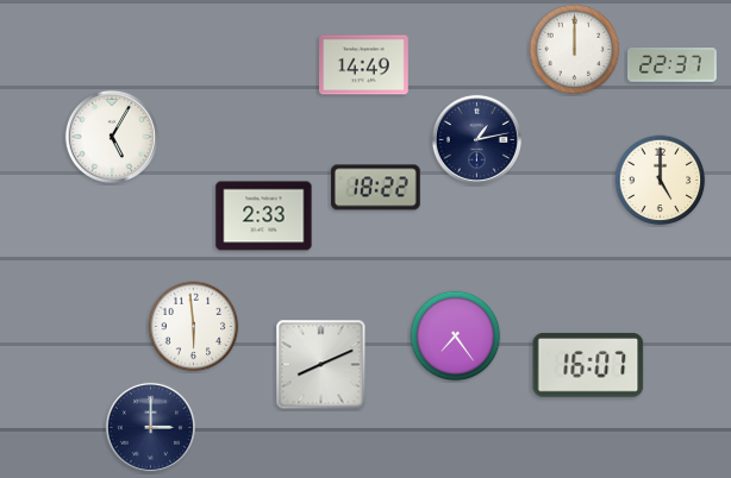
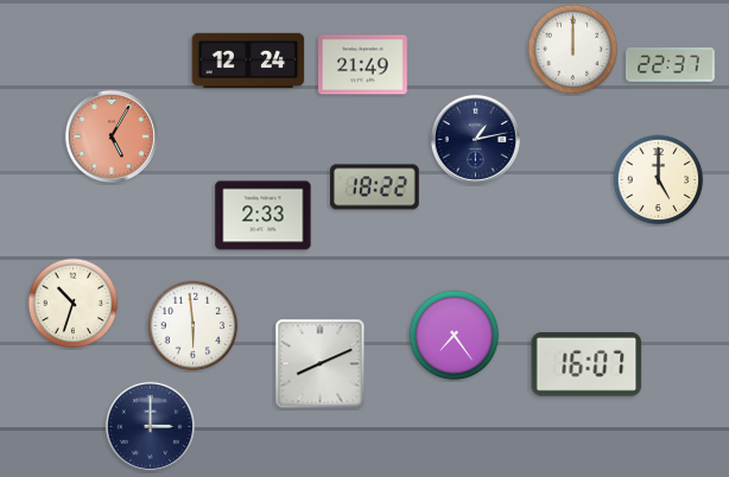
clock at (248, 59): none -> 12:24
clock at (364, 65): 14:49 -> 21:49
clock at (111, 136) dial: white -> salmon
clock at (74, 304): none -> 10:33
